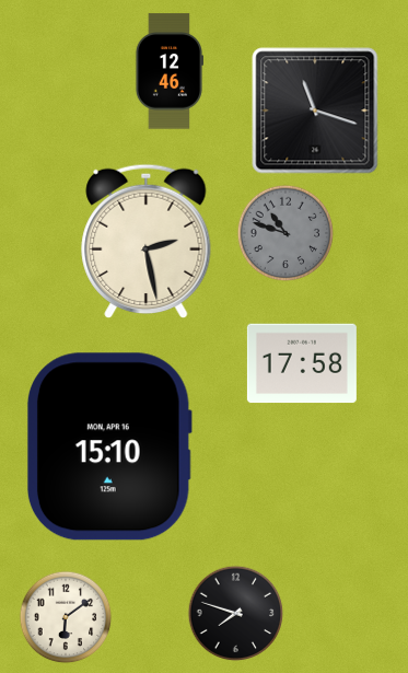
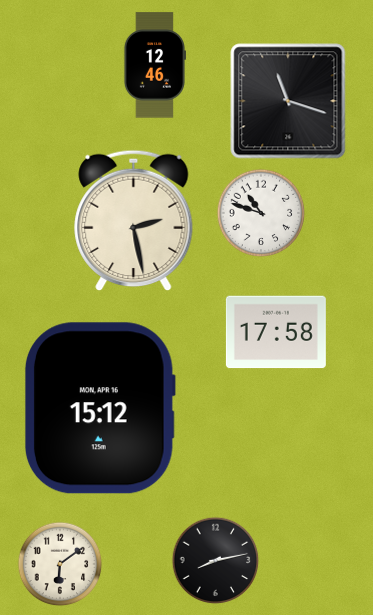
clock at (285, 233) dial: grey -> white
clock at (109, 446): 15:10 -> 15:12
clock at (236, 614): 7:48 -> 8:13
